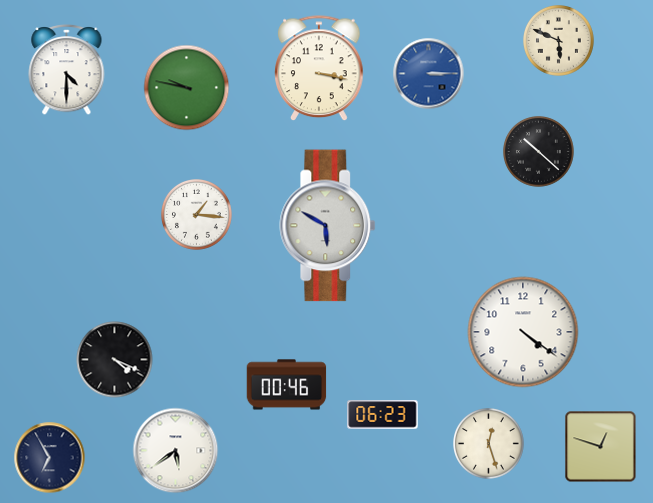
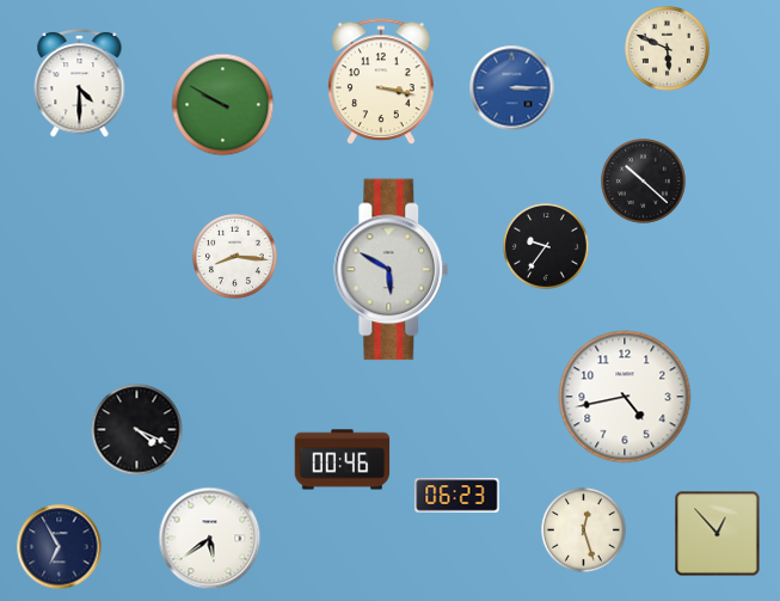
clock at (187, 88): 9:47 -> 9:50
clock at (546, 246): none -> 9:36
clock at (197, 215): 1:16 -> 8:16
clock at (523, 332): 4:21 -> 4:43
clock at (601, 447): 12:48 -> 12:53
